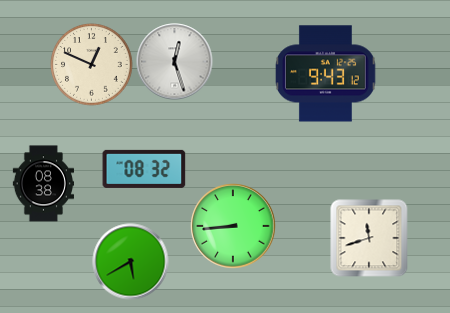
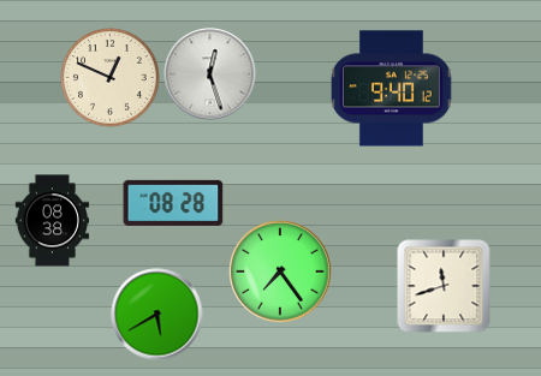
clock at (326, 74): 9:43 -> 9:40
clock at (144, 169): 08:32 -> 08:28
clock at (233, 226): 8:44 -> 7:24
